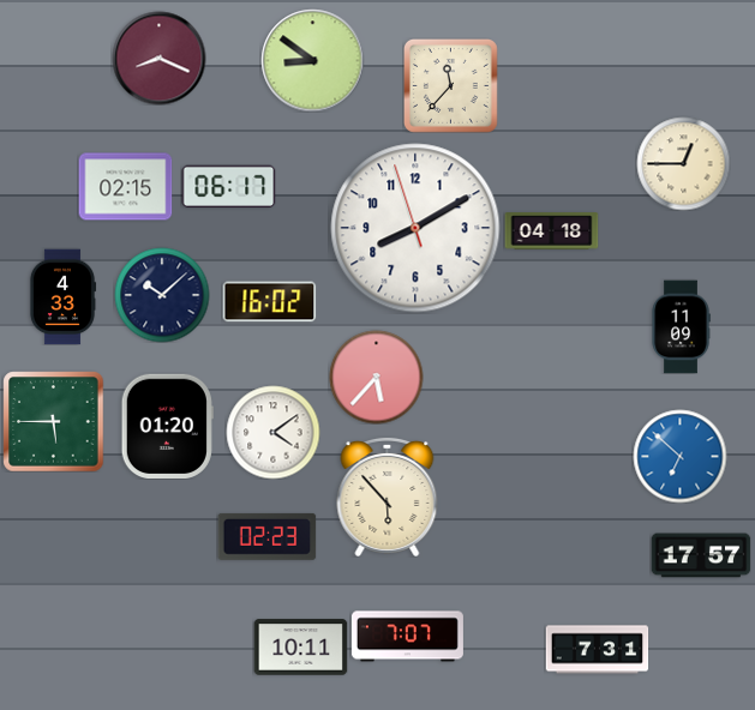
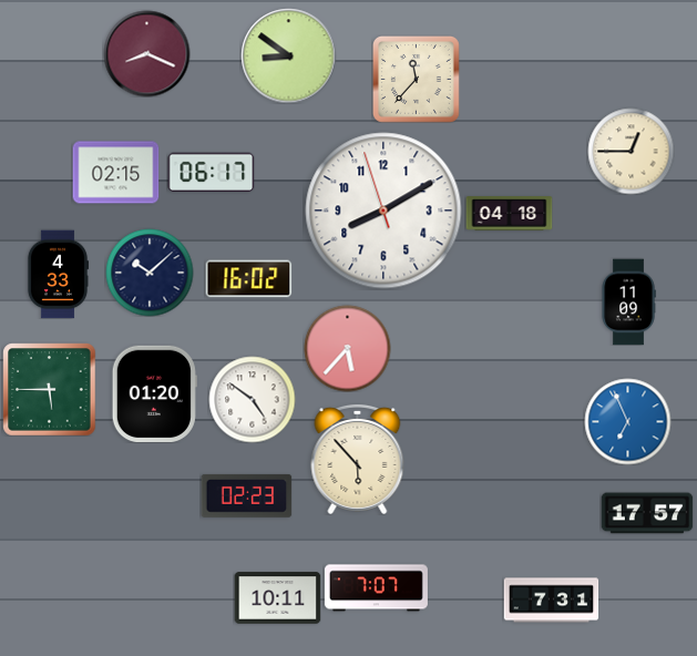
clock at (272, 432): 4:09 -> 4:51
clock at (679, 456): 6:52 -> 6:56
